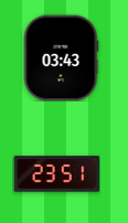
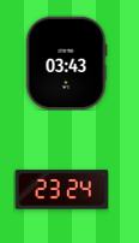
clock at (56, 174): 23:51 -> 23:24
